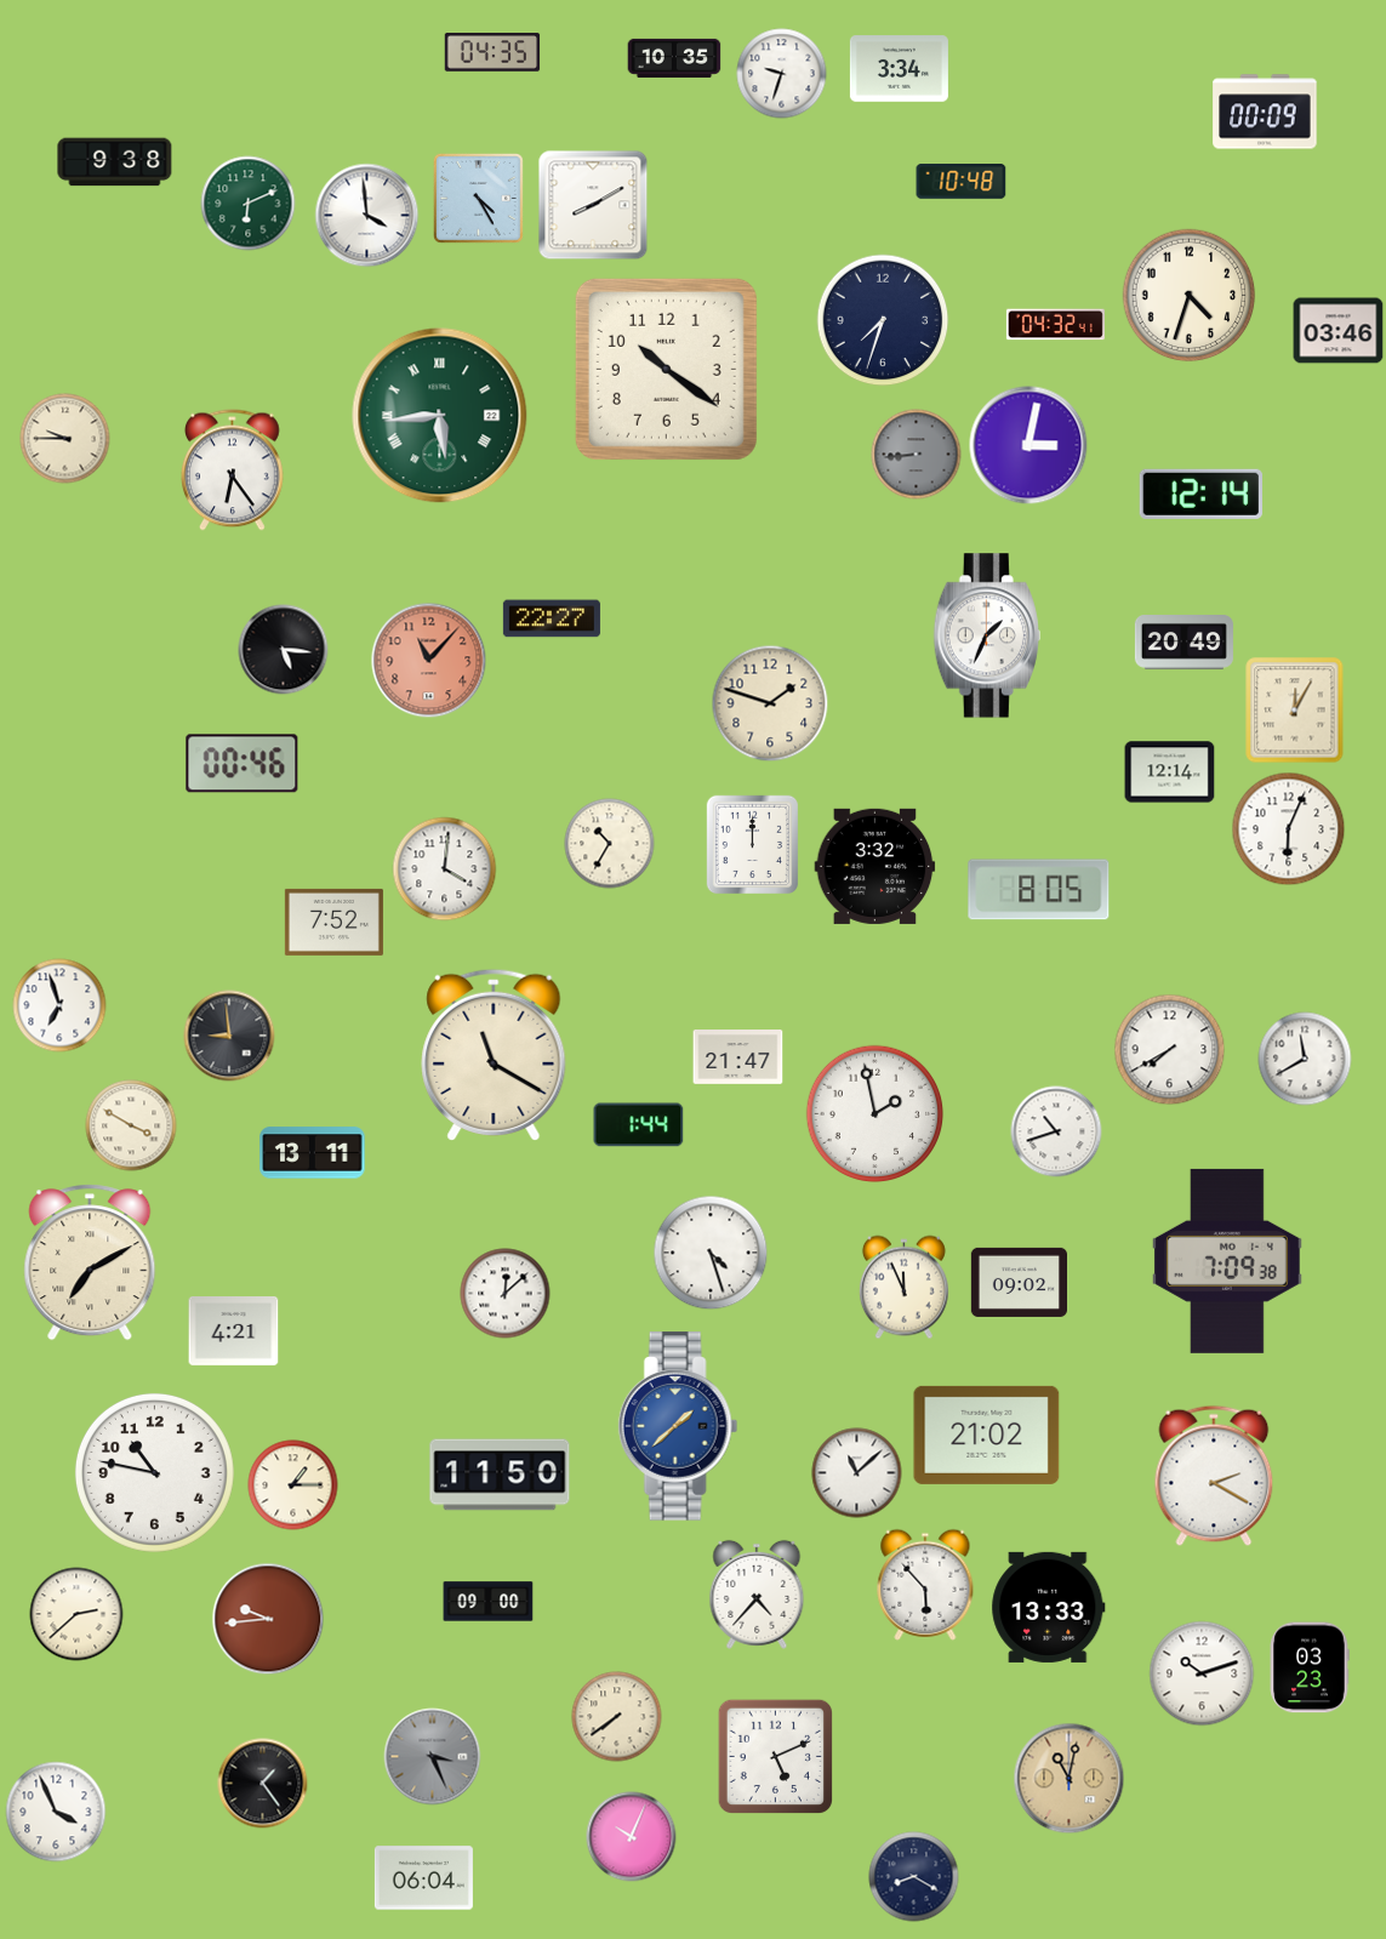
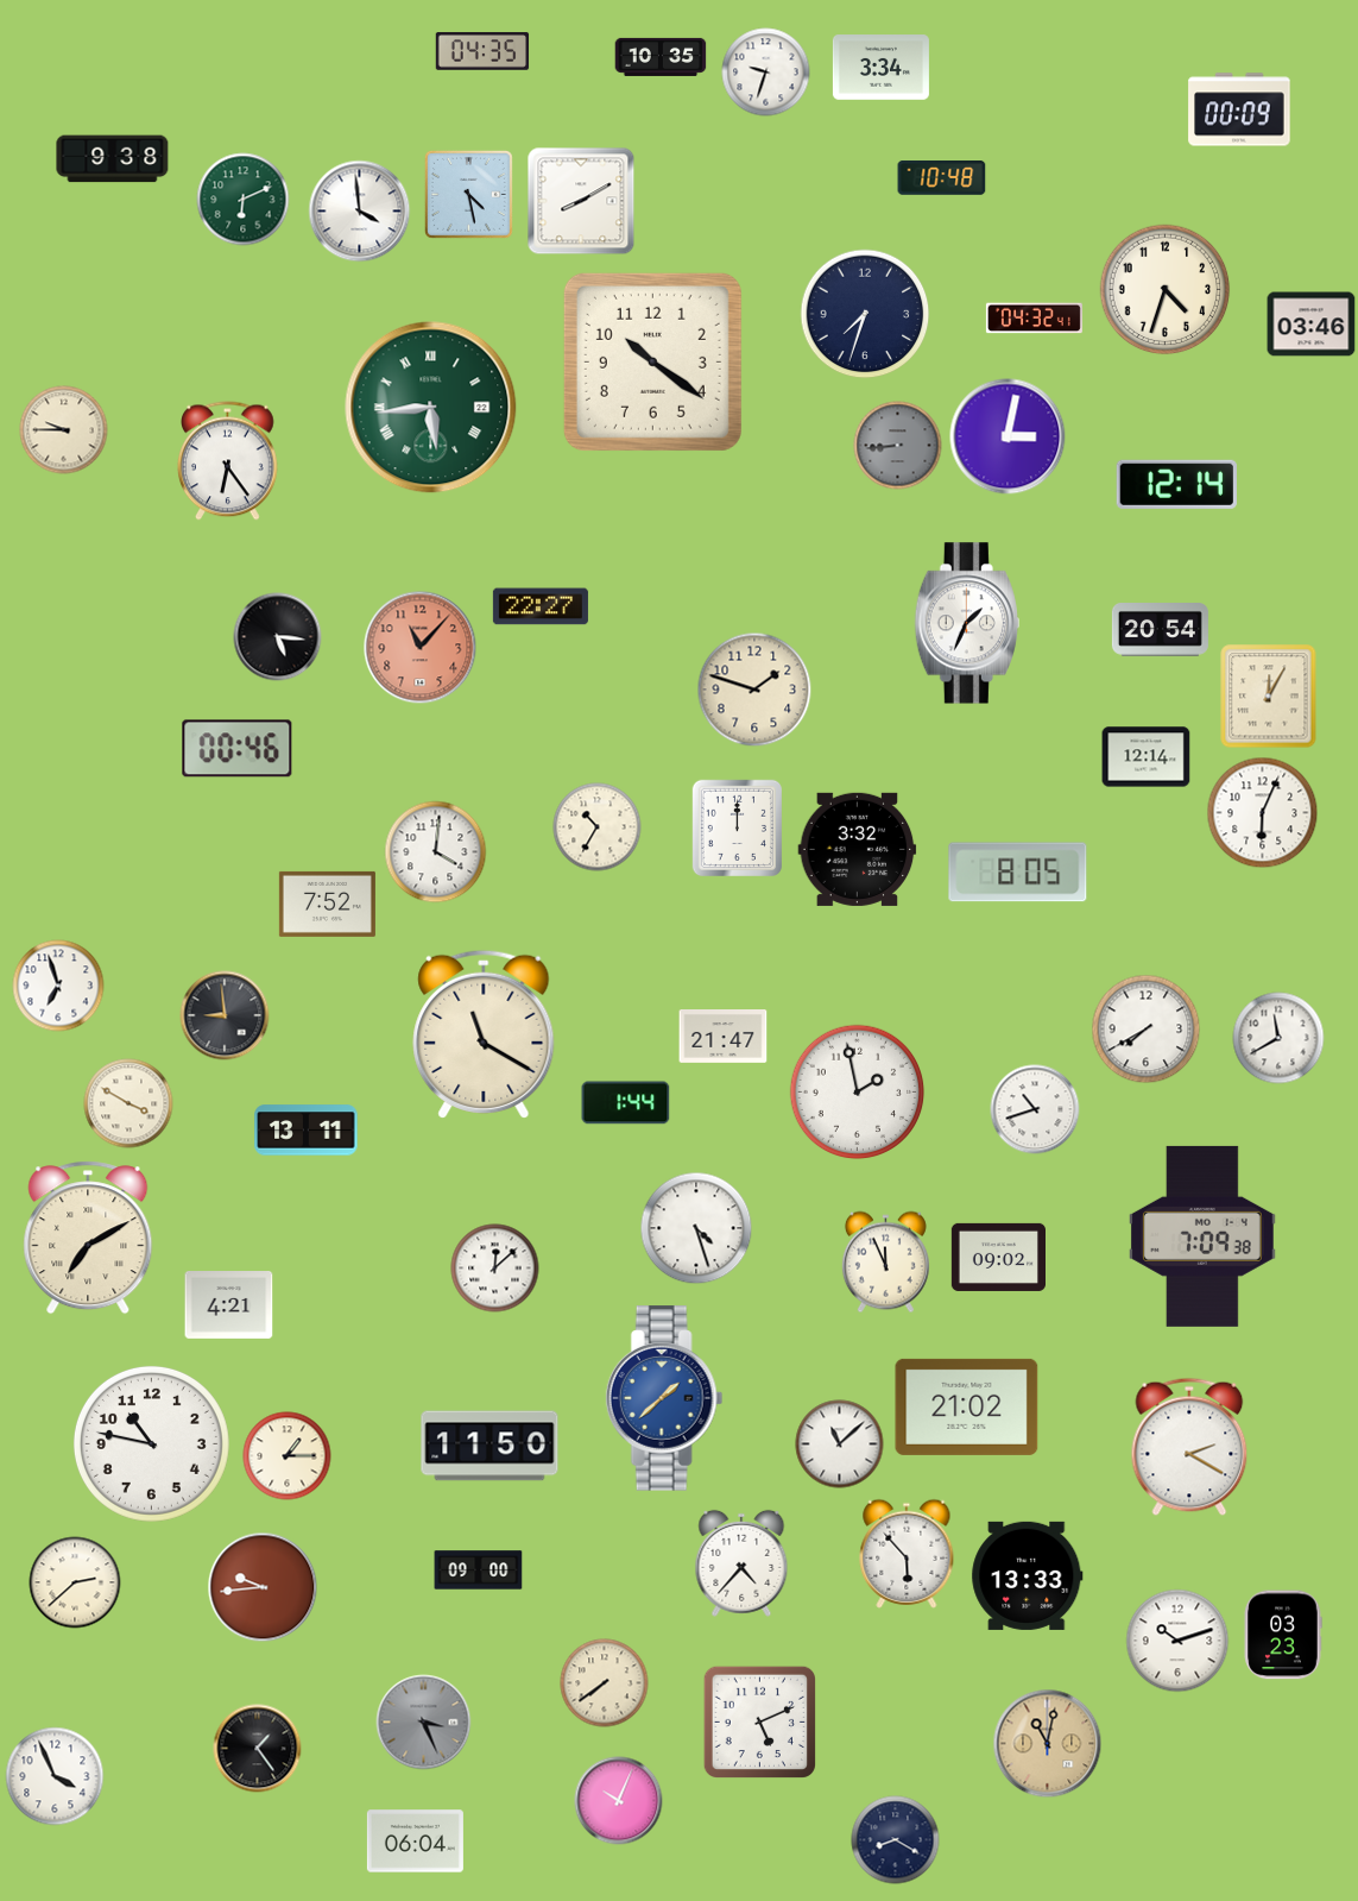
clock at (478, 198): 4:25 -> 4:28
clock at (1183, 643): 20:49 -> 20:54
